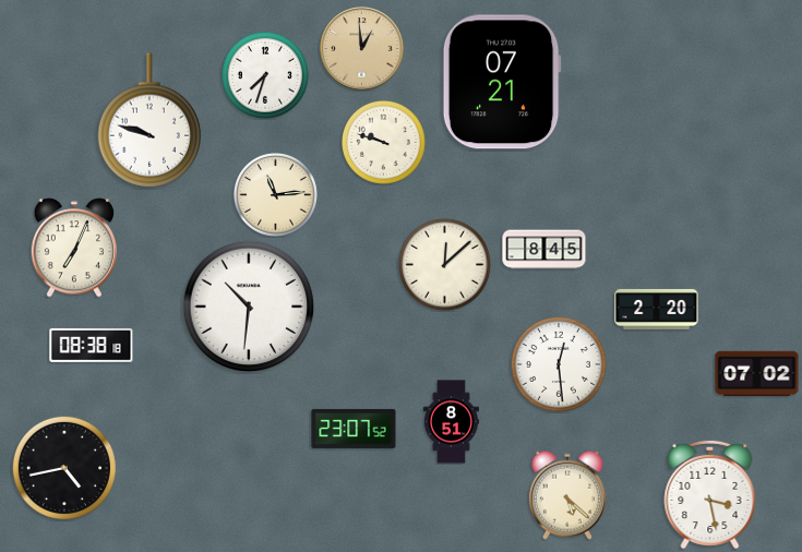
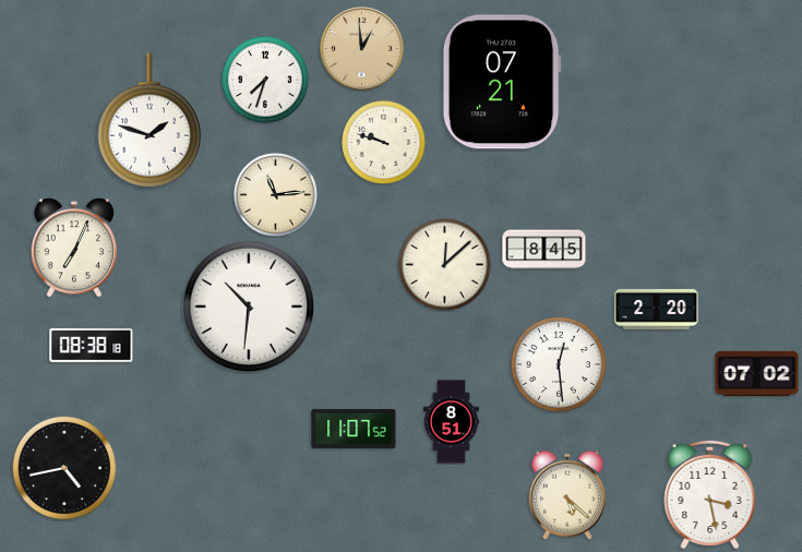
clock at (265, 75) position: (265, 75) -> (265, 80)
clock at (149, 120): 9:48 -> 1:48
clock at (354, 429): 23:07 -> 11:07
